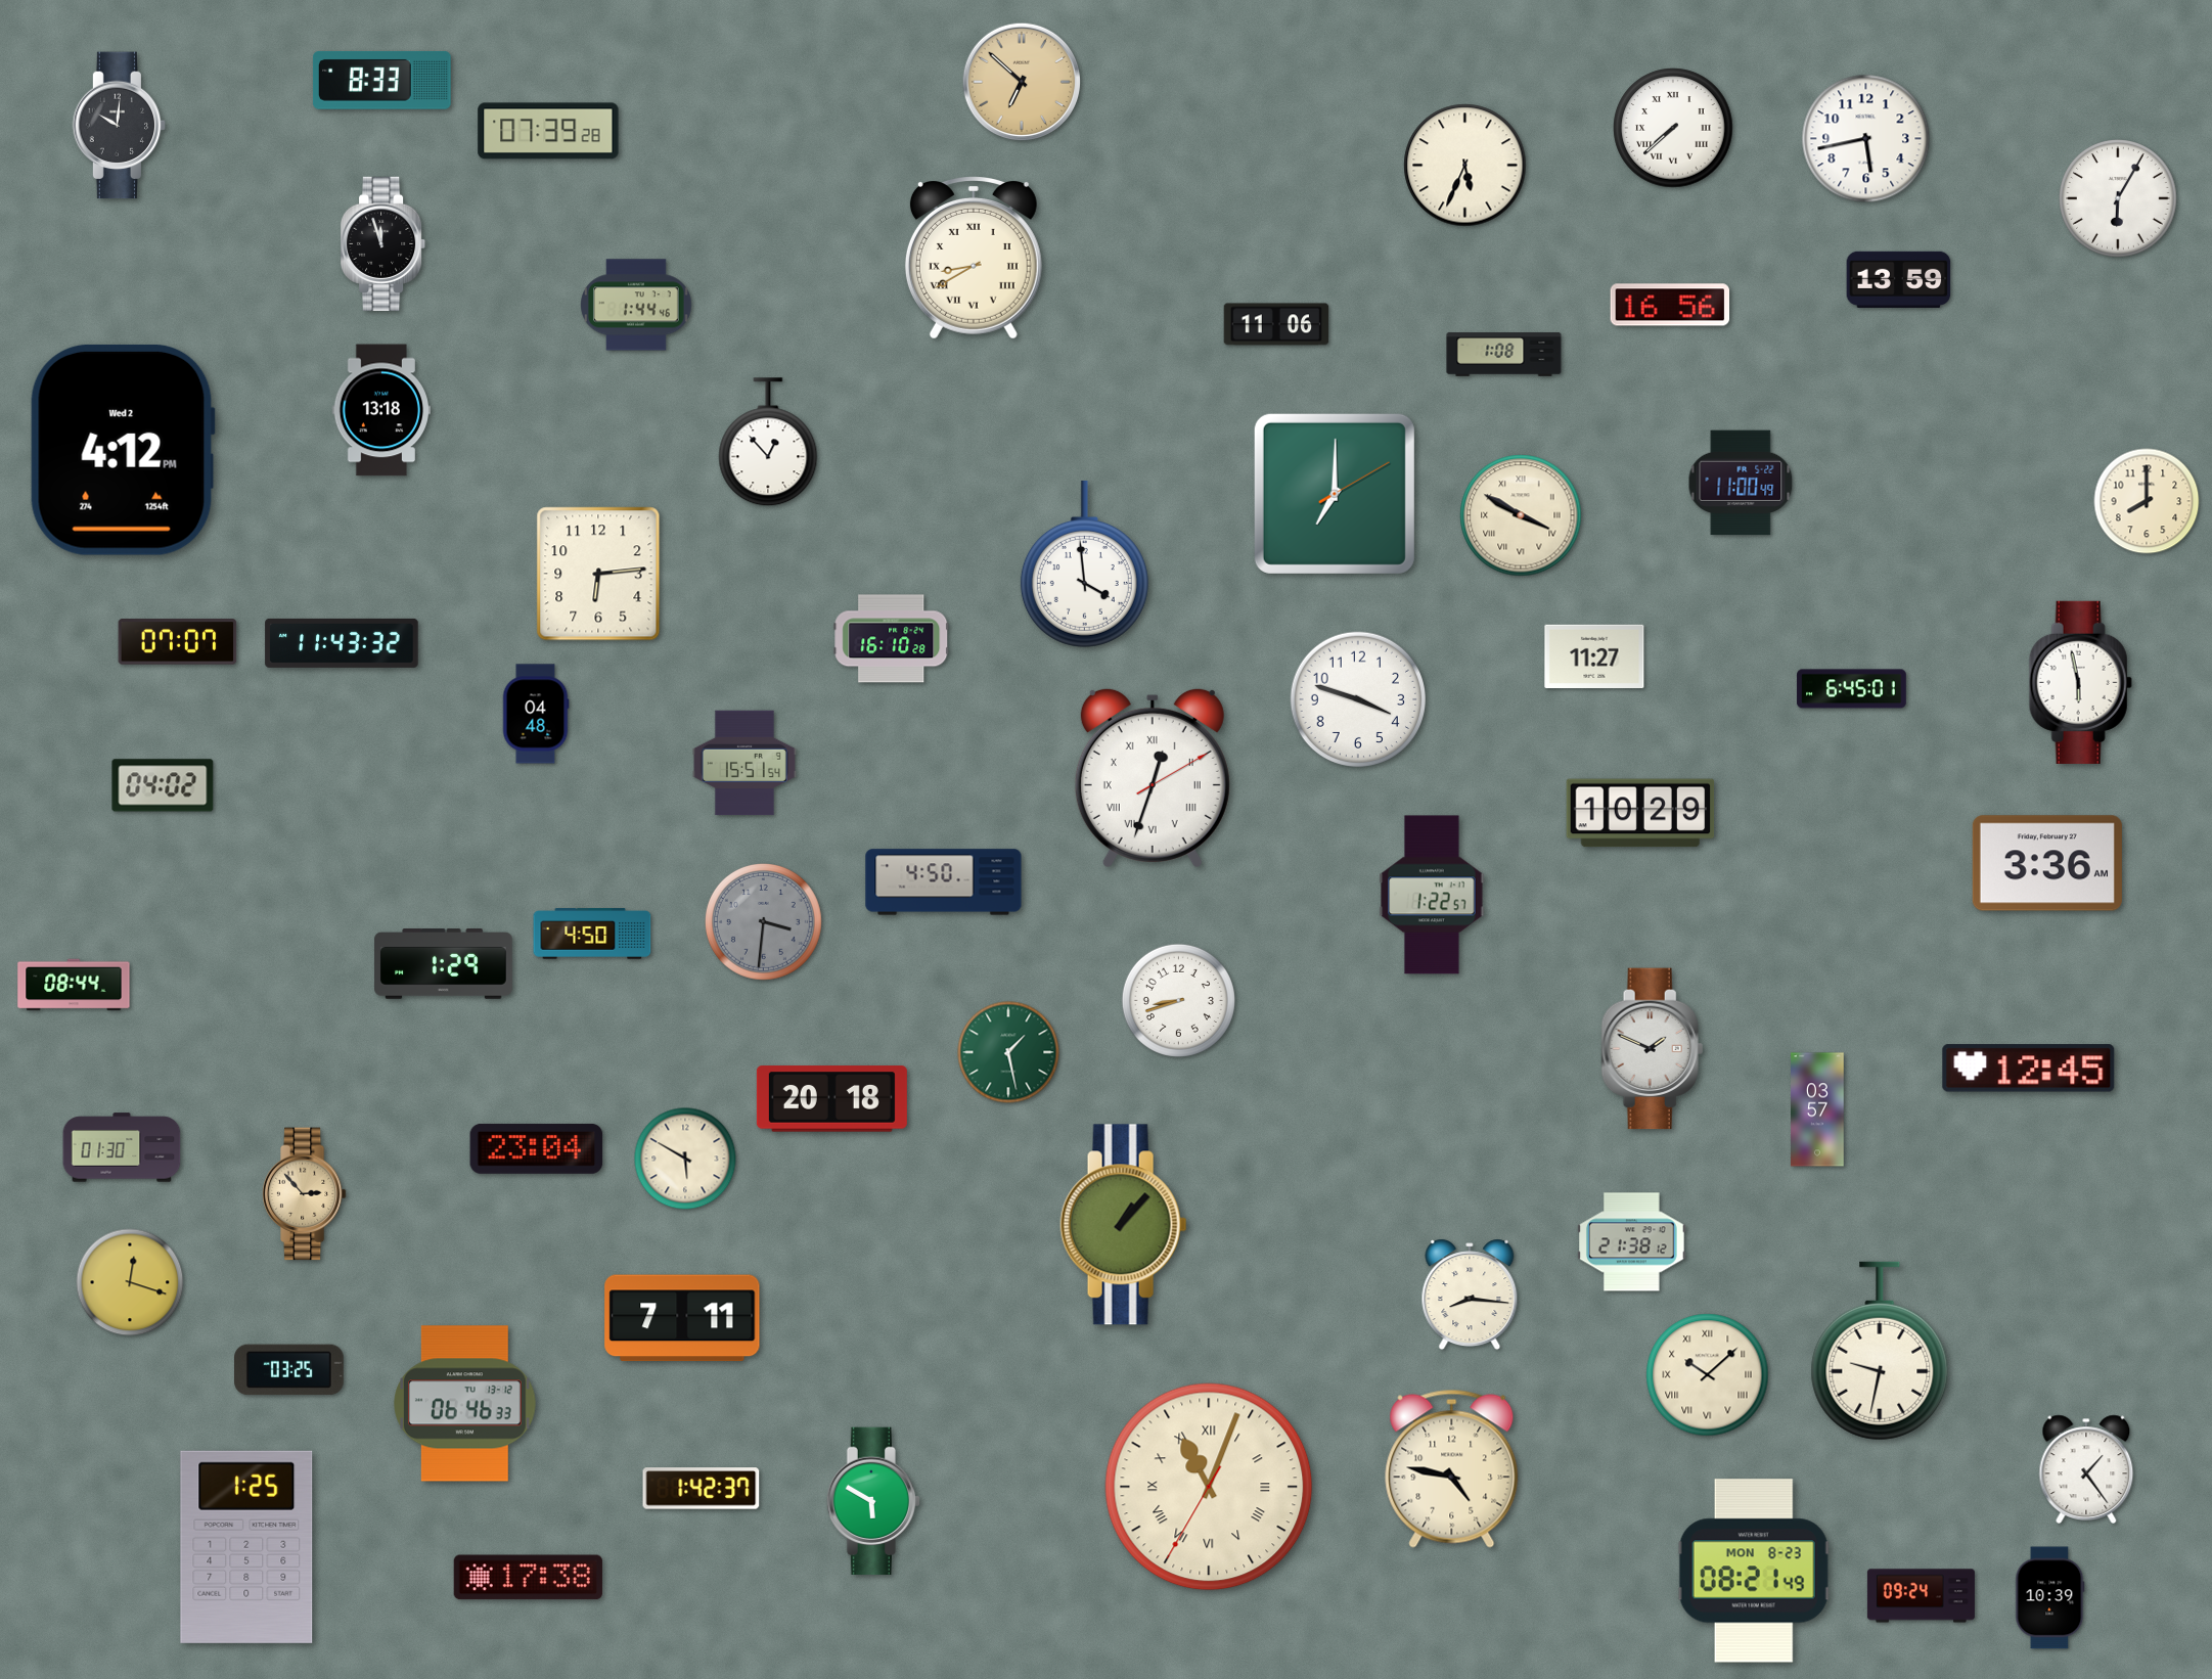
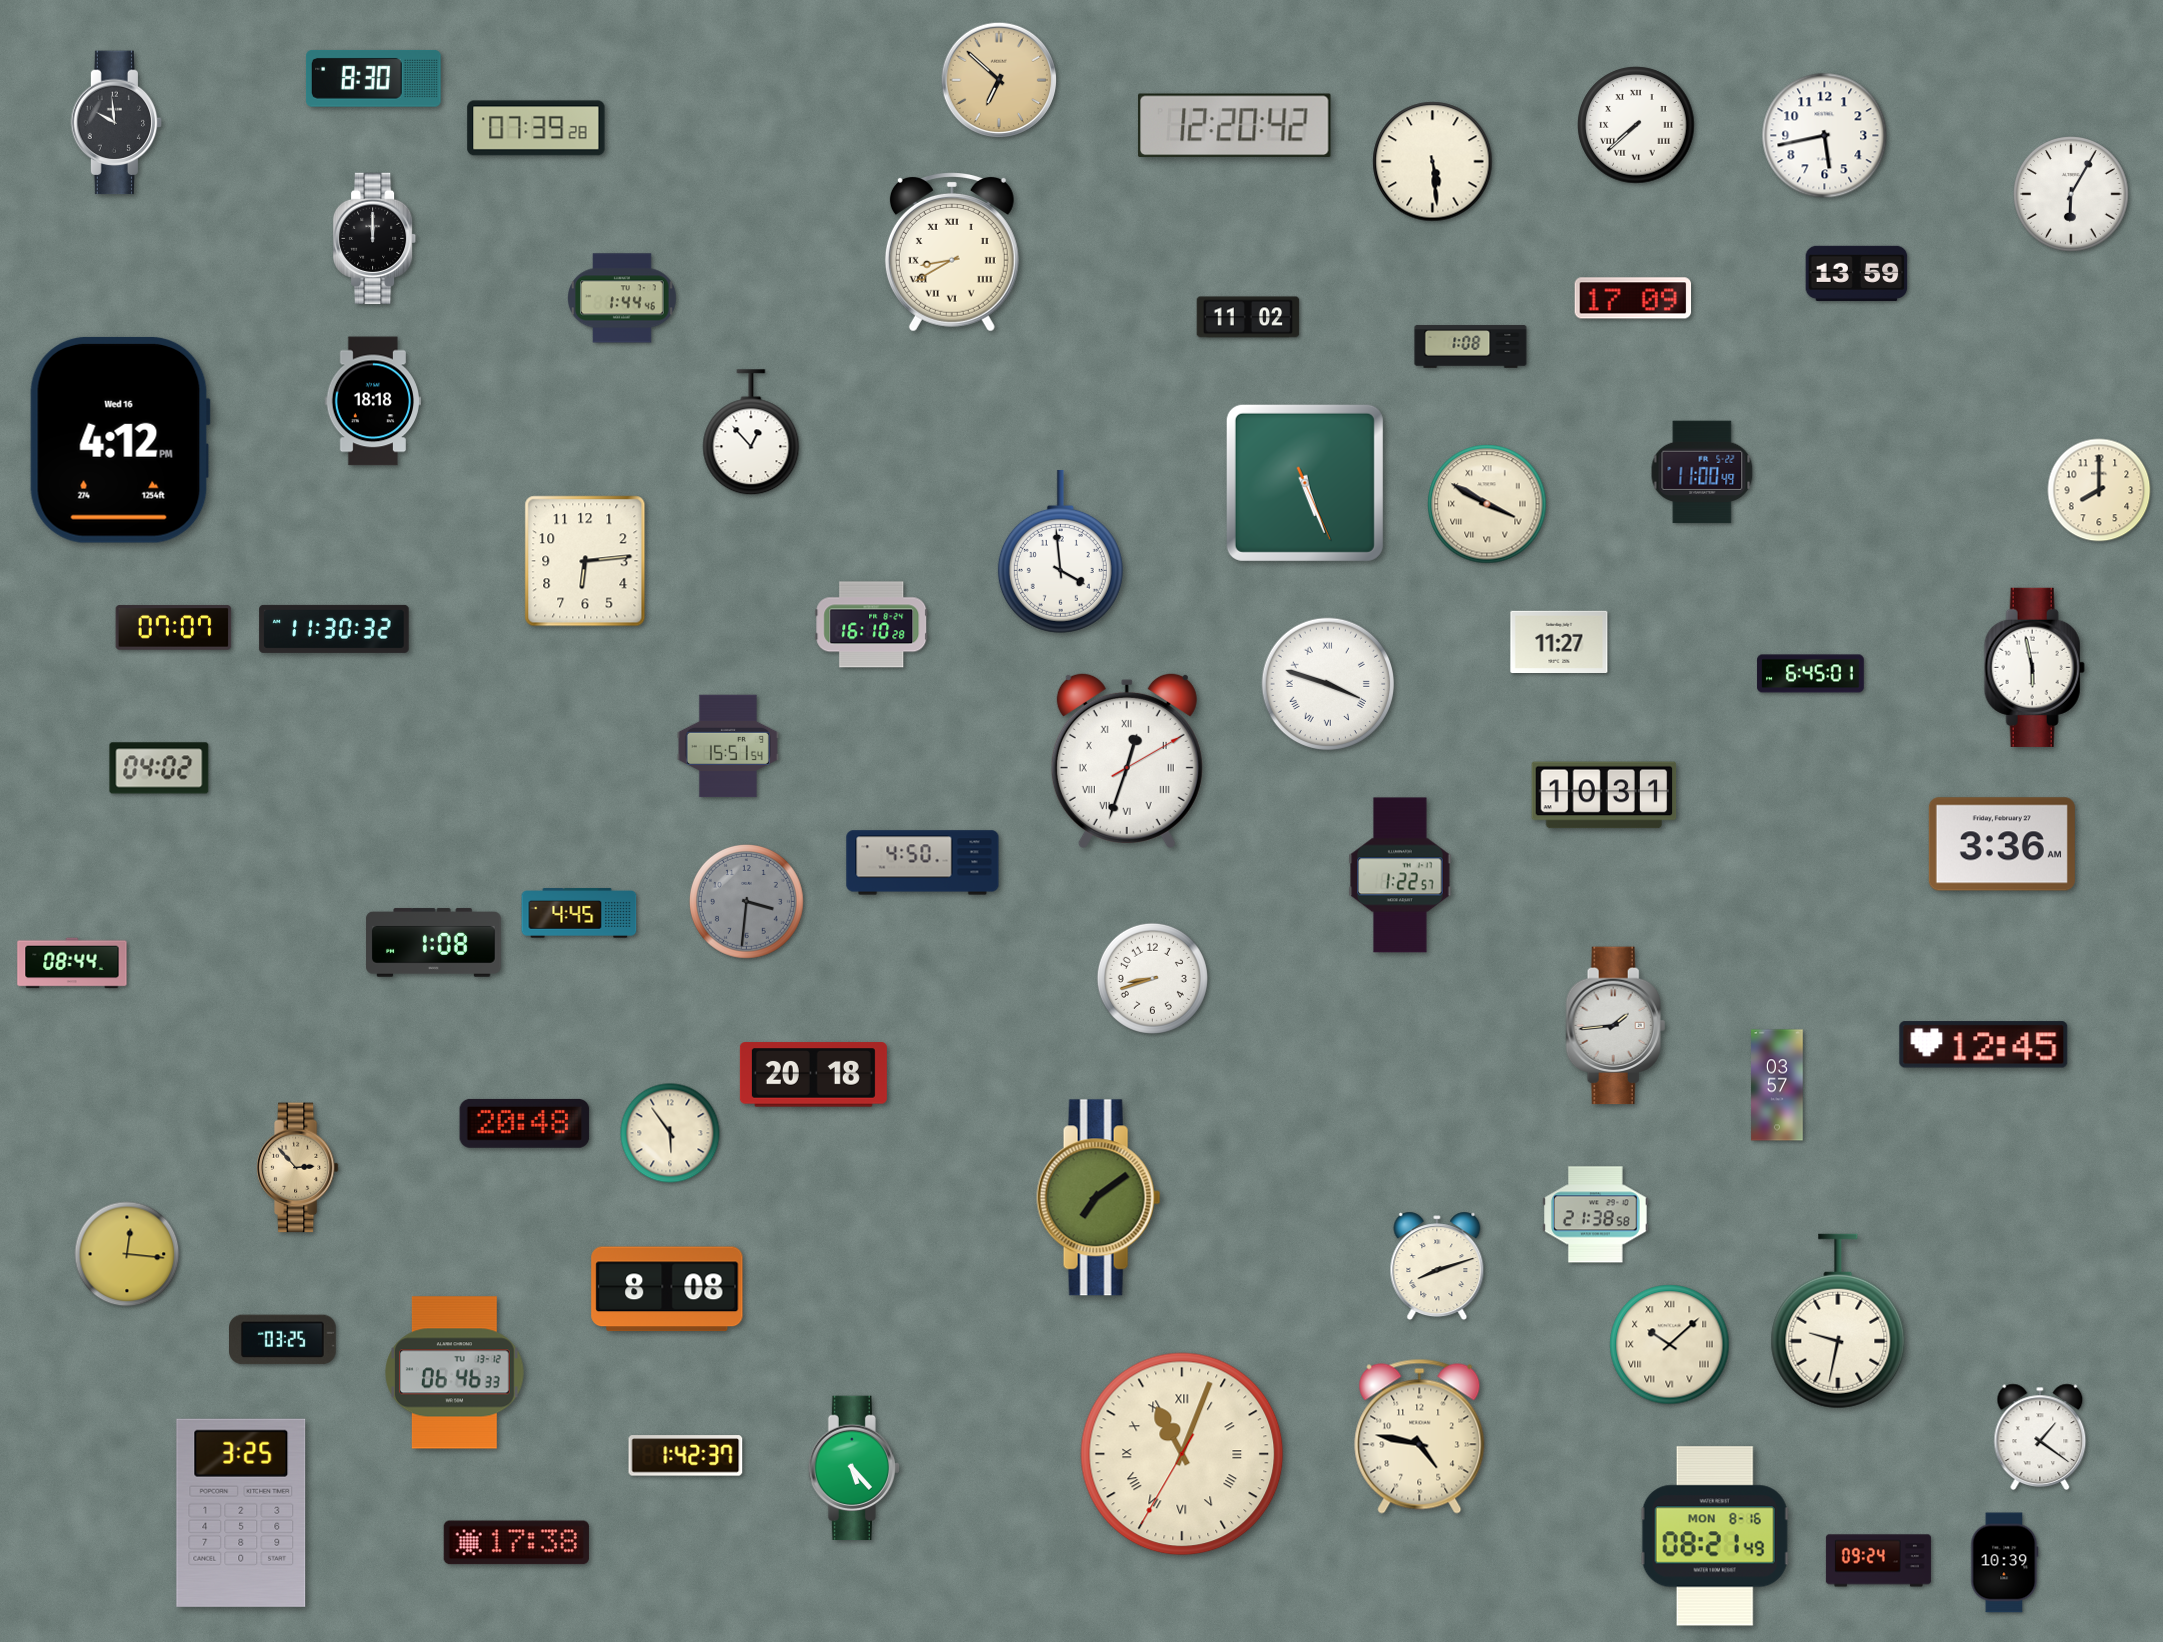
clock at (381, 80): 8:33 -> 8:30
clock at (120, 126): 10:01 -> 9:59
clock at (1235, 126): none -> 12:20
clock at (1465, 166): 5:34 -> 5:29
clock at (385, 243): 11:57 -> 12:00
clock at (1670, 305): 16:56 -> 17:09
clock at (1276, 324): 11:06 -> 11:02
clock at (380, 410): 13:18 -> 18:18
clock at (123, 450) date: Wed 2 -> Wed 16
clock at (1335, 494): 7:00 -> 5:26
clock at (342, 643): 11:43 -> 11:30
clock at (1358, 699) numerals: Arabic -> Roman
clock at (536, 714): 04:48 -> none
clock at (1640, 813): 10:29 -> 10:31
clock at (592, 934): 4:50 -> 4:45
clock at (444, 964): 1:29 -> 1:08
clock at (1653, 1049): 1:49 -> 1:44
clock at (1008, 1052): 1:28 -> none
clock at (122, 1147): 01:30 -> none
clock at (537, 1148): 23:04 -> 20:48
clock at (685, 1159): 5:50 -> 5:54
clock at (1124, 1225): 1:07 -> 7:09
clock at (1632, 1242): 21:38:12 -> 21:38:58
clock at (130, 1282): 12:18 -> 12:16
clock at (1470, 1295): 8:16 -> 8:12
clock at (682, 1318): 7:11 -> 8:08
clock at (2086, 1468): 1:24 -> 1:21
clock at (872, 1501): 5:50 -> 5:23
clock at (246, 1547): 1:25 -> 3:25
clock at (1754, 1571) date: MON 8-23 -> MON 8-16
